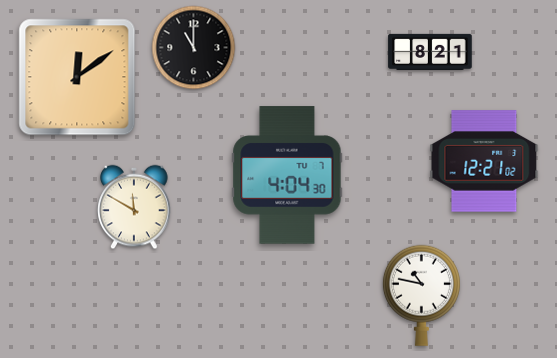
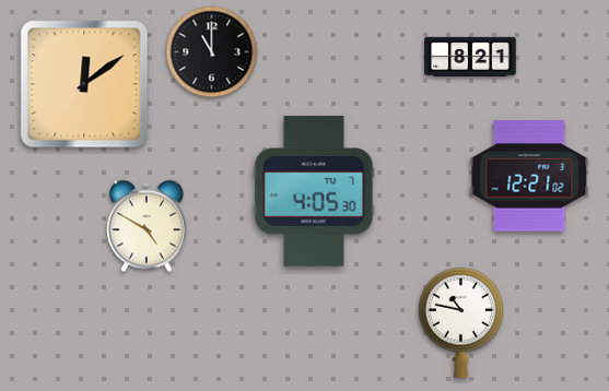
clock at (287, 175): 4:04 -> 4:05
clock at (134, 207): 11:50 -> 4:50
